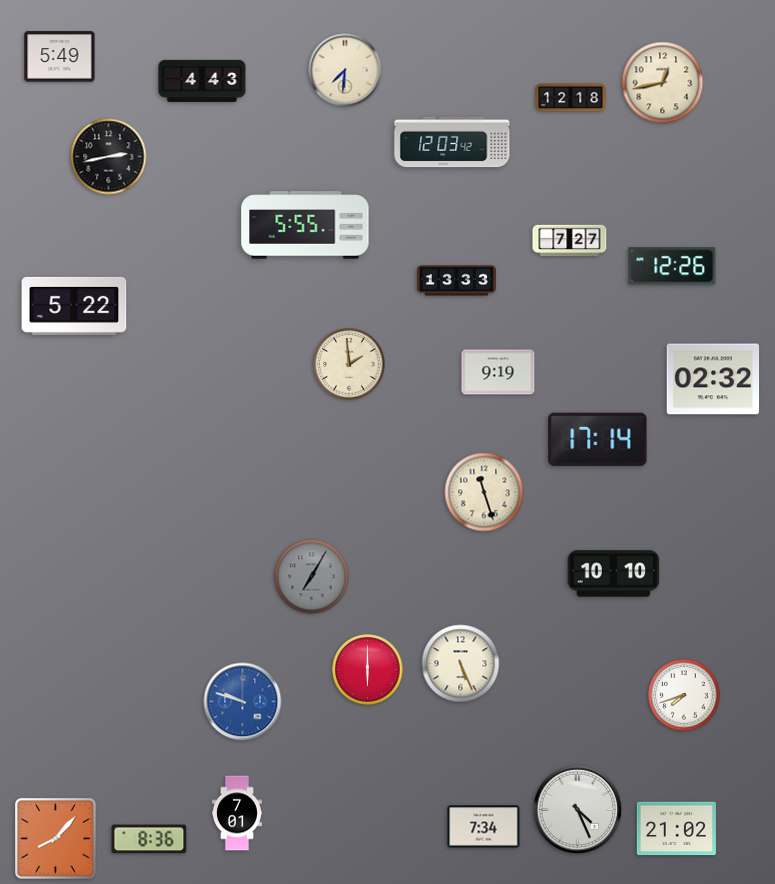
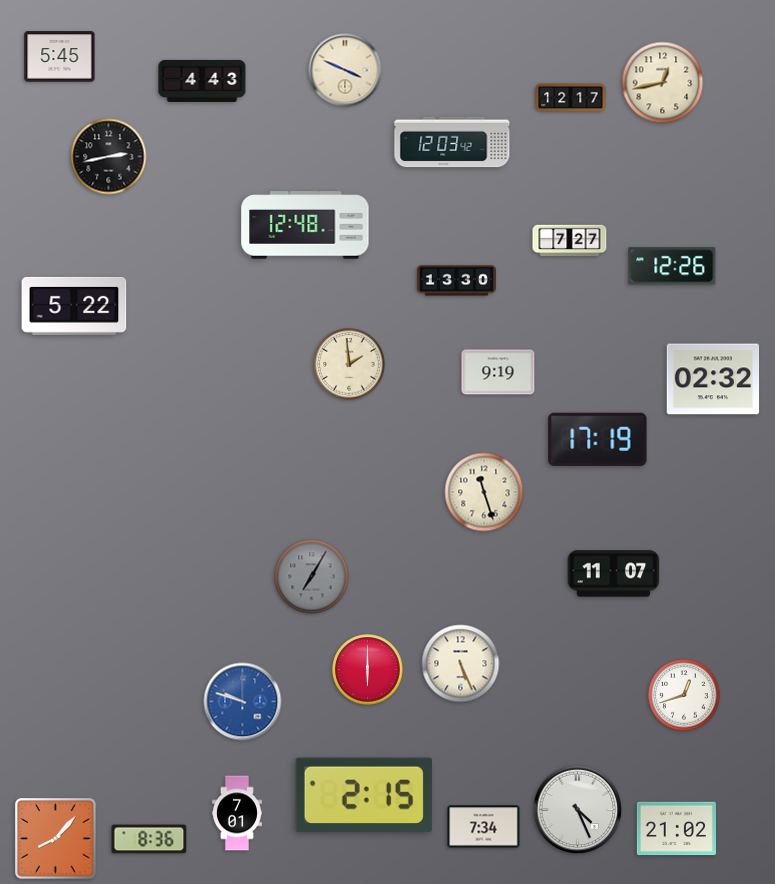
clock at (60, 57): 5:49 -> 5:45
clock at (345, 70): 7:31 -> 3:49
clock at (571, 98): 12:18 -> 12:17
clock at (305, 225): 5:55 -> 12:48
clock at (456, 281): 13:33 -> 13:30
clock at (598, 439): 17:14 -> 17:19
clock at (614, 574): 10:10 -> 11:07
clock at (684, 695): 7:42 -> 12:42
clock at (364, 795): none -> 2:15
